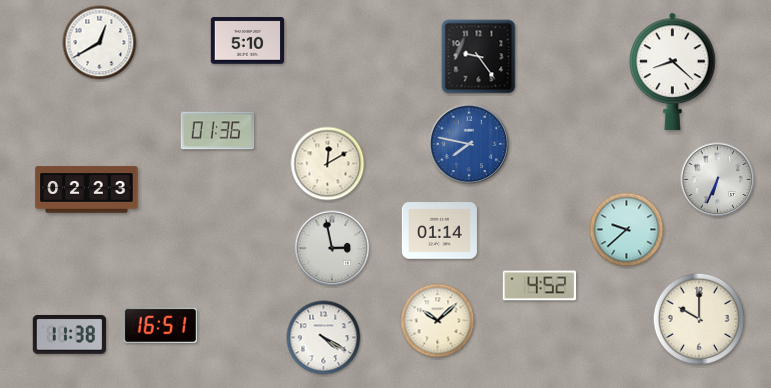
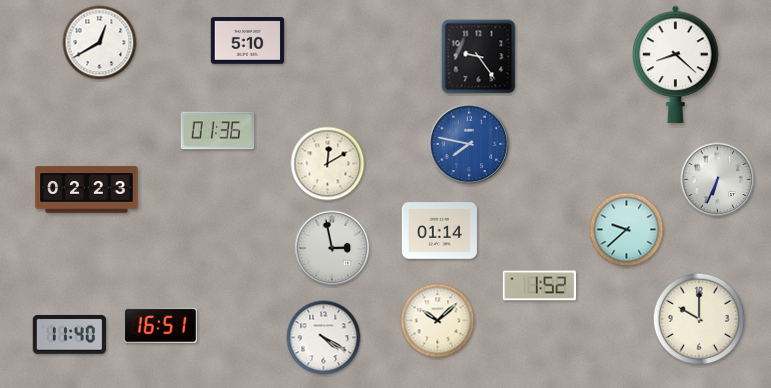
clock at (673, 71) position: (673, 71) -> (676, 64)
clock at (540, 286): 4:52 -> 1:52
clock at (69, 334): 11:38 -> 11:40
